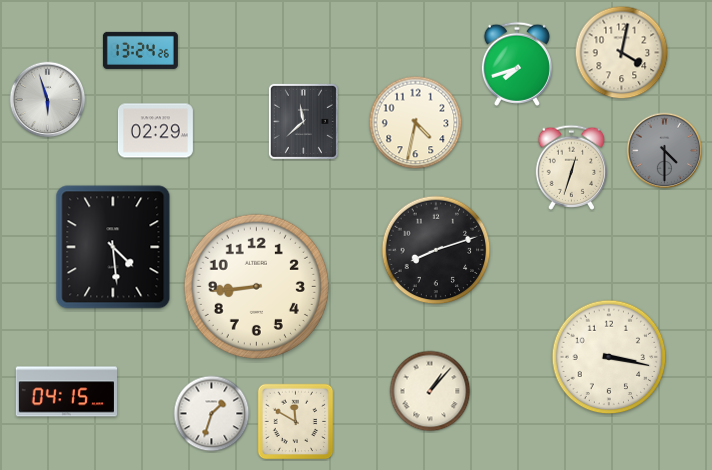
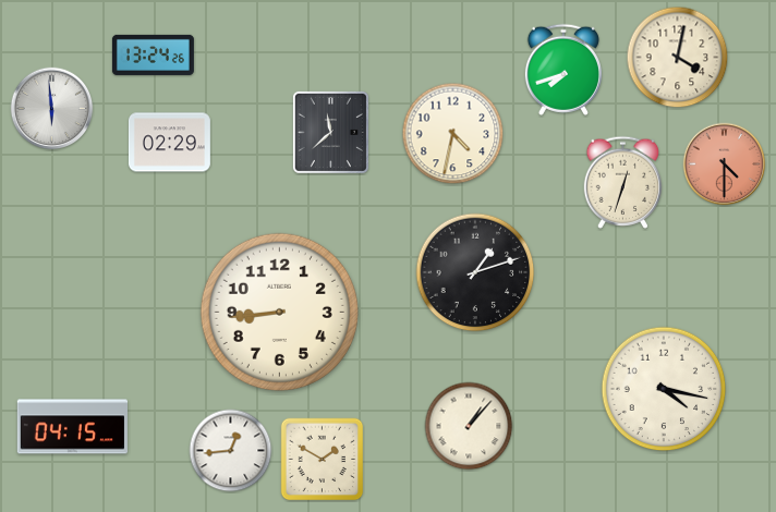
clock at (48, 100): 5:57 -> 5:59
clock at (665, 151) dial: grey -> salmon
clock at (113, 247): 4:29 -> none
clock at (436, 250): 8:12 -> 1:12
clock at (609, 357): 3:17 -> 4:17
clock at (212, 414): 1:33 -> 12:44
clock at (296, 422): 11:50 -> 1:50
